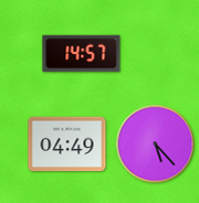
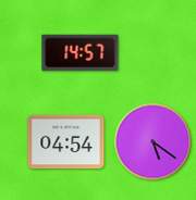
clock at (67, 145): 04:49 -> 04:54
clock at (156, 145): 5:23 -> 5:21
